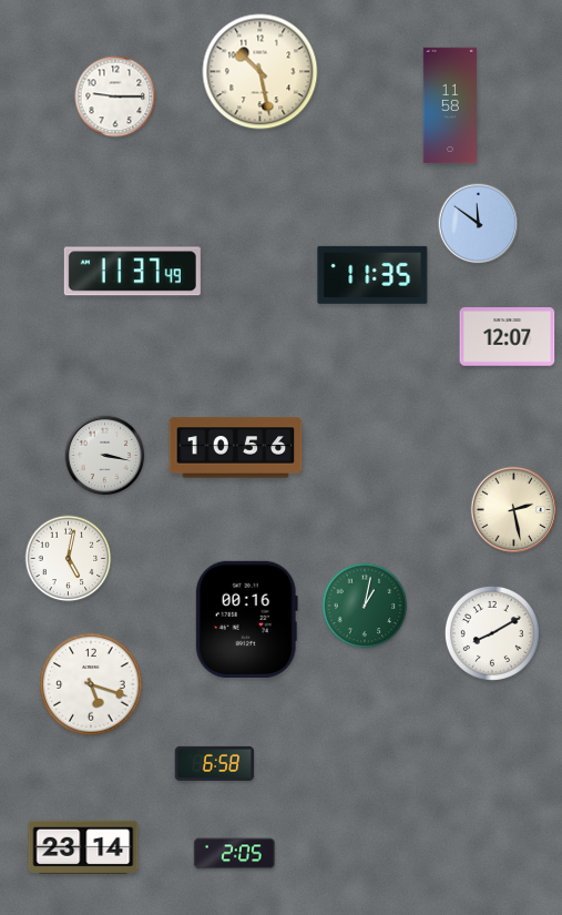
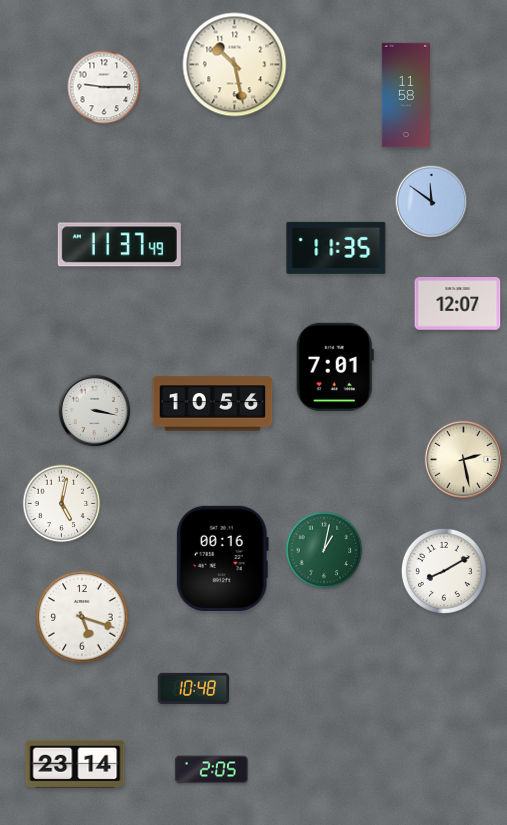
clock at (335, 366): none -> 7:01
clock at (365, 606) position: (365, 606) -> (324, 550)
clock at (215, 763): 6:58 -> 10:48
